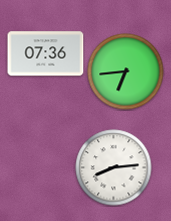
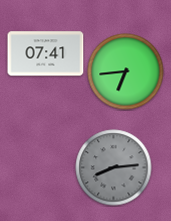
clock at (46, 54): 07:36 -> 07:41
clock at (114, 168) dial: white -> grey
